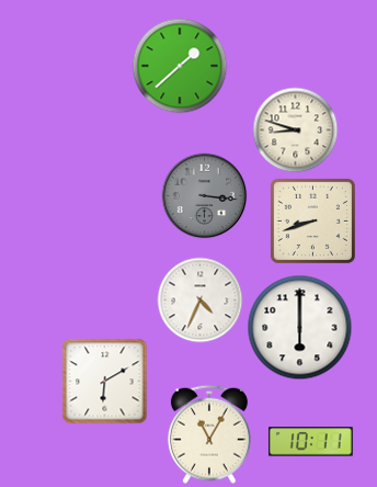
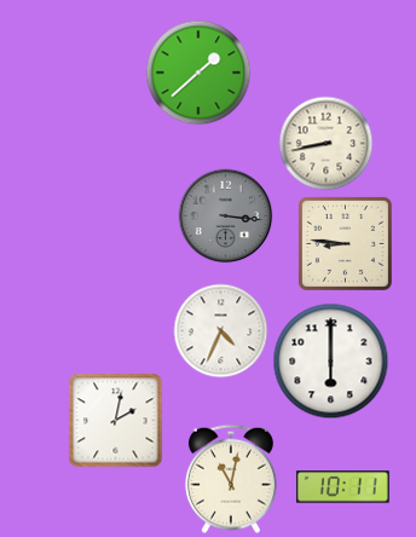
clock at (295, 129): 8:48 -> 8:43
clock at (312, 220): 8:42 -> 8:46
clock at (104, 381): 6:10 -> 2:02
clock at (209, 434): 11:05 -> 11:02
